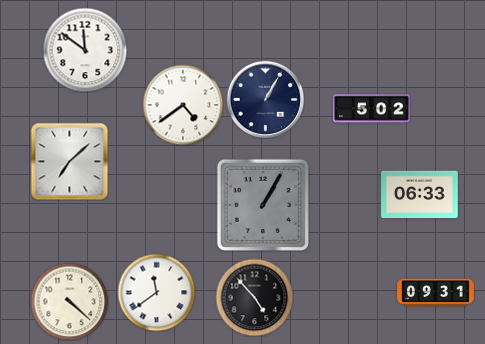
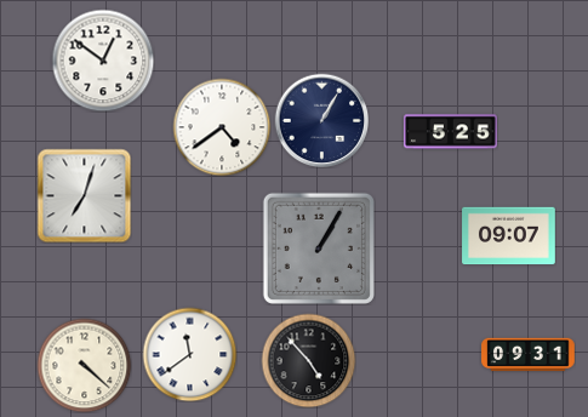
clock at (85, 50): 11:51 -> 12:51
clock at (372, 109): 5:02 -> 5:25
clock at (69, 161): 7:08 -> 7:03
clock at (420, 195): 06:33 -> 09:07
